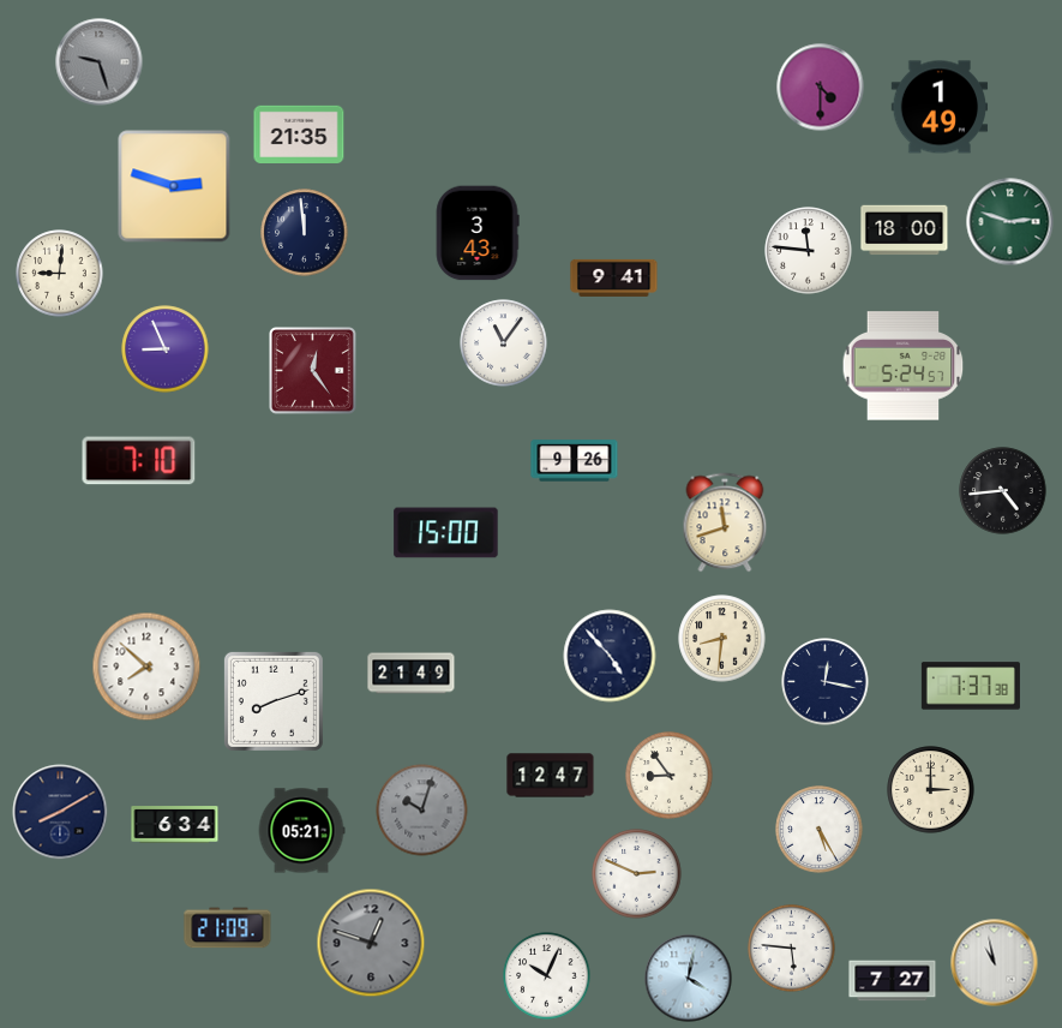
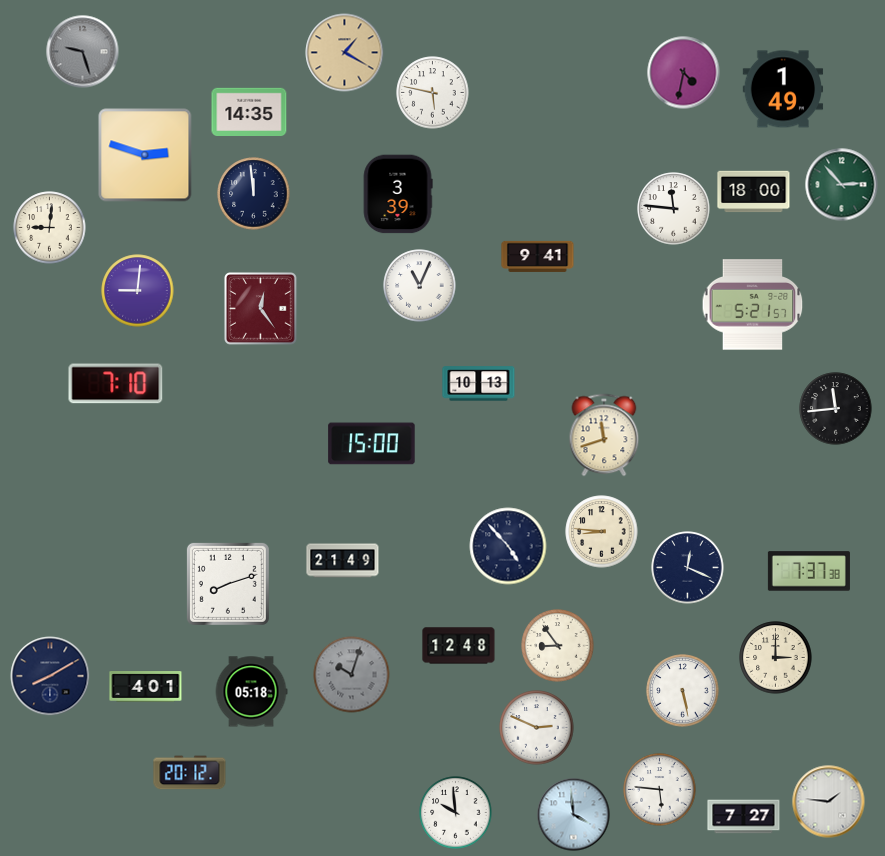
clock at (345, 53): none -> 1:20
clock at (821, 88): 4:30 -> 4:32
clock at (433, 93): none -> 5:47
clock at (299, 133): 21:35 -> 14:35
clock at (1010, 222): 2:48 -> 2:53
clock at (478, 233): 3:43 -> 3:39
clock at (614, 277) position: (614, 277) -> (538, 256)
clock at (504, 343): 11:06 -> 11:04
clock at (166, 349): 8:56 -> 9:01
clock at (904, 366): 5:24 -> 5:21
clock at (575, 461): 9:26 -> 10:13
clock at (1003, 491): 4:44 -> 11:44
clock at (722, 639): 8:31 -> 8:46
clock at (146, 667): 7:52 -> none
clock at (826, 682): 12:17 -> 12:19
clock at (551, 776): 12:47 -> 12:48
clock at (175, 825): 6:34 -> 4:01
clock at (820, 830): 5:25 -> 5:28
clock at (301, 831): 05:21 -> 05:18
clock at (637, 874) position: (637, 874) -> (537, 728)
clock at (228, 928): 21:09 -> 20:12
clock at (371, 943): 12:48 -> none
clock at (995, 963): 10:58 -> 1:46
clock at (547, 976): 10:04 -> 9:59
clock at (689, 979): 4:02 -> 3:59
